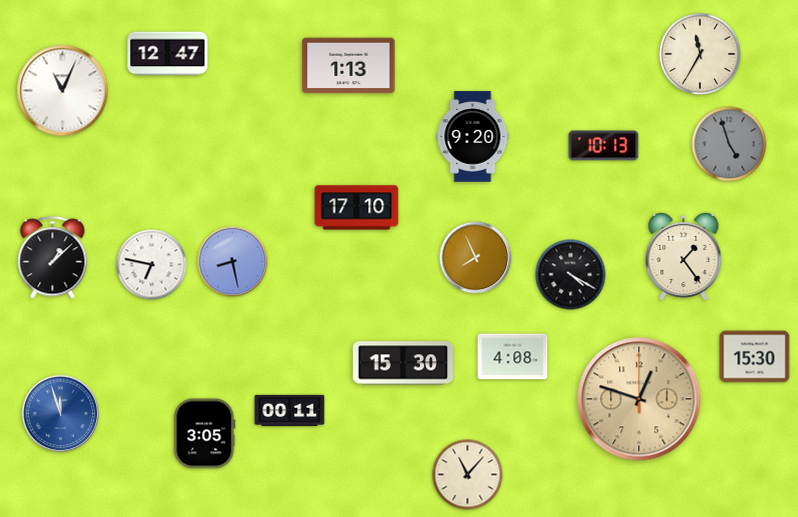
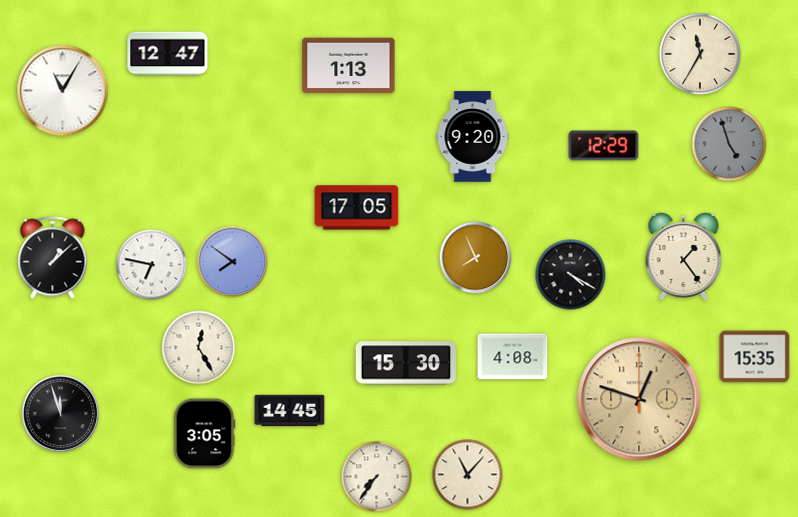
clock at (63, 91): 11:04 -> 11:05
clock at (604, 146): 10:13 -> 12:29
clock at (357, 208): 17:10 -> 17:05
clock at (233, 262): 8:28 -> 7:51
clock at (199, 348): none -> 12:25
clock at (755, 357): 15:30 -> 15:35
clock at (402, 363) position: (402, 363) -> (405, 363)
clock at (290, 411): 00:11 -> 14:45
clock at (61, 414) dial: blue -> black
clock at (377, 477): none -> 7:36
